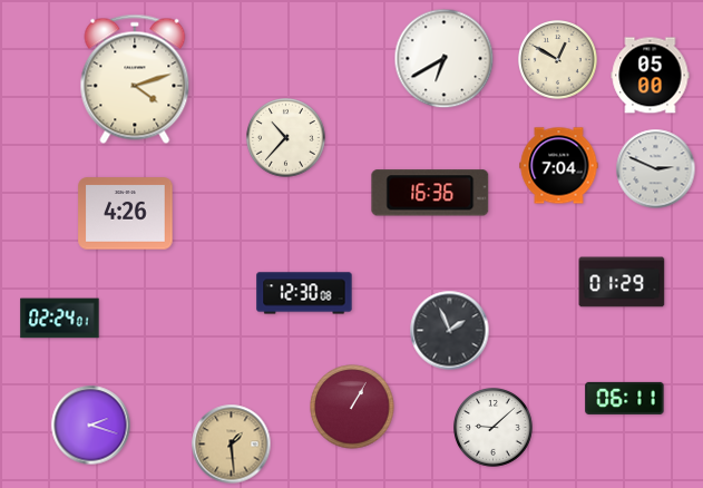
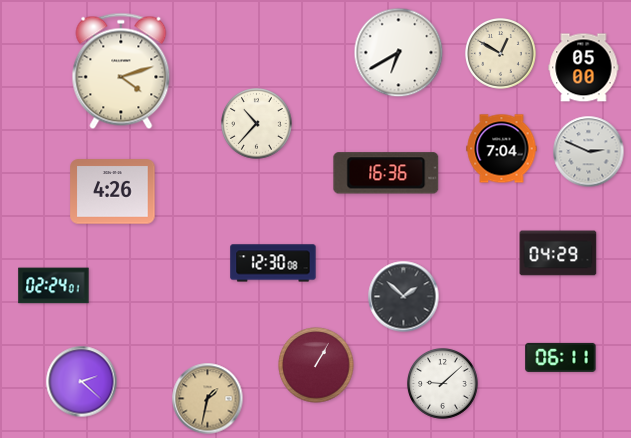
clock at (622, 282): 01:29 -> 04:29
clock at (450, 331): 1:56 -> 1:52
clock at (91, 426): 2:18 -> 2:22
clock at (232, 445): 1:29 -> 1:32
